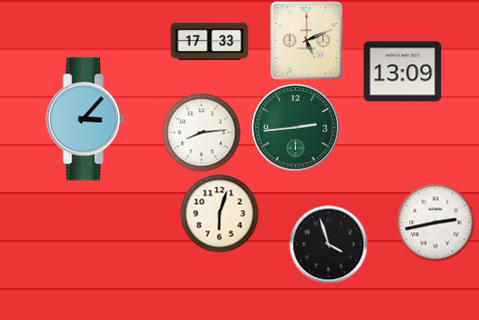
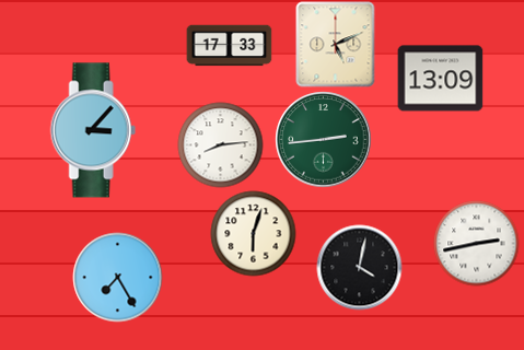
clock at (219, 213) position: (219, 213) -> (253, 233)
clock at (328, 244): 3:57 -> 4:02
clock at (117, 277): none -> 7:25
